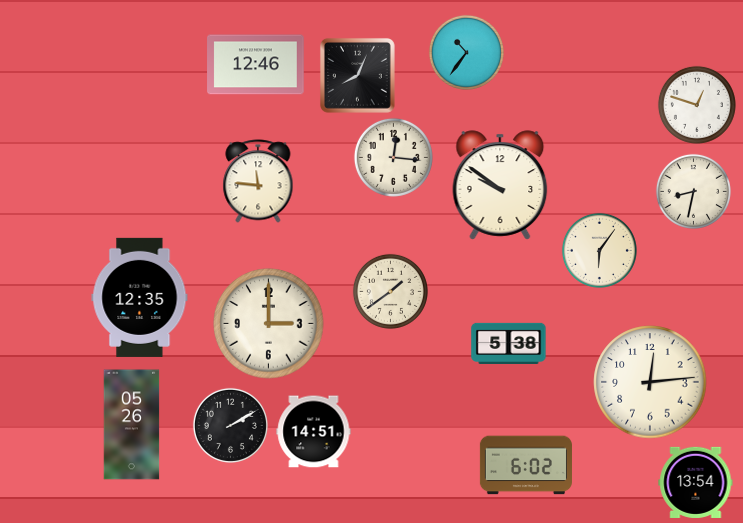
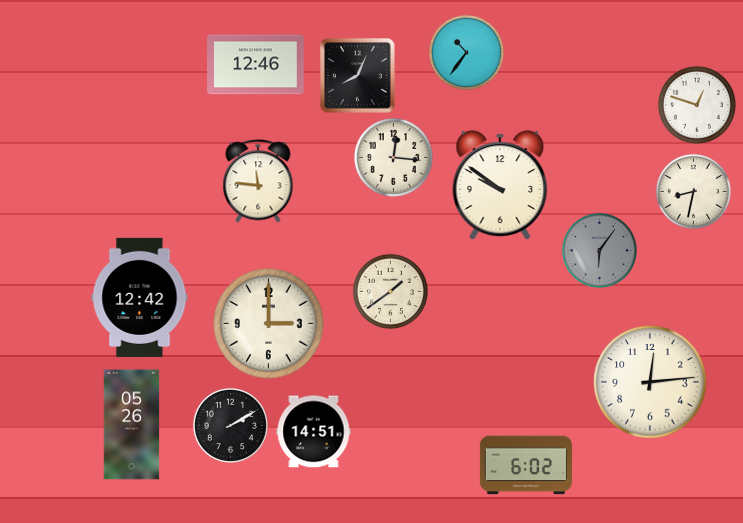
clock at (599, 250) dial: cream -> grey
clock at (140, 297): 12:35 -> 12:42
clock at (509, 343): 5:38 -> none
clock at (696, 482): 13:54 -> none
